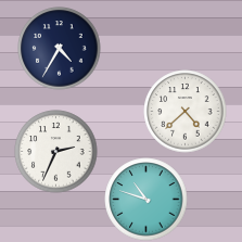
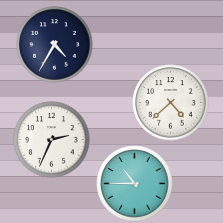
clock at (147, 200): 10:48 -> 10:45
